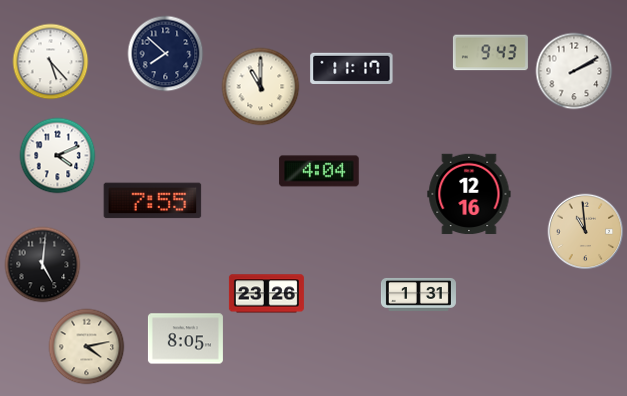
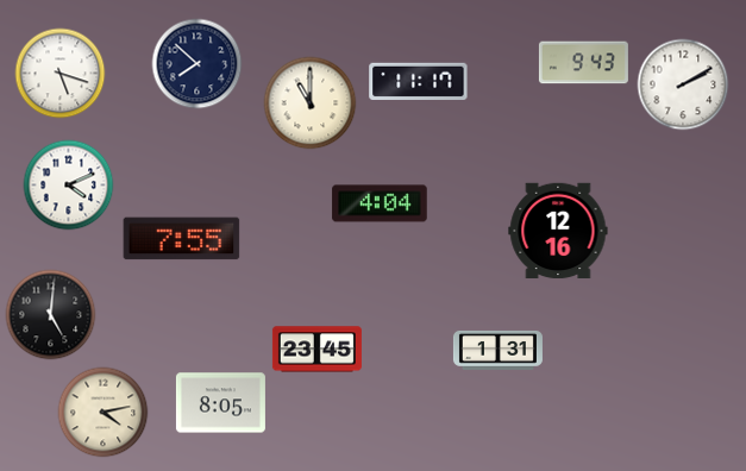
clock at (51, 62): 5:23 -> 5:18
clock at (586, 232): 10:59 -> none
clock at (266, 294): 23:26 -> 23:45
